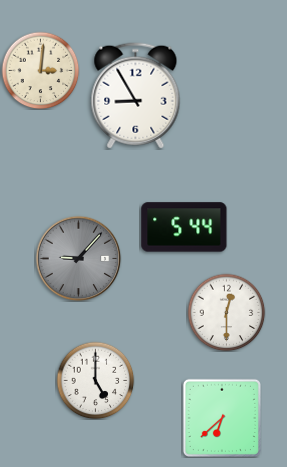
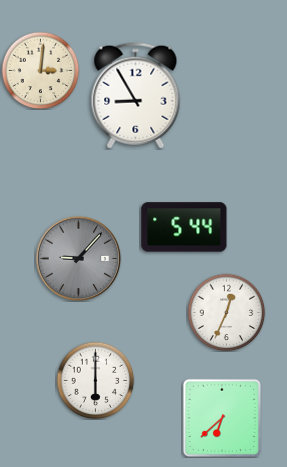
clock at (226, 312): 12:30 -> 12:34
clock at (95, 380): 5:00 -> 6:00
